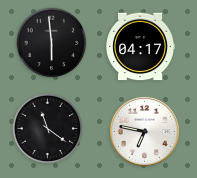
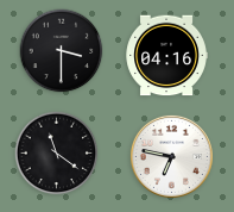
clock at (52, 43): 5:59 -> 3:30
clock at (140, 47): 04:17 -> 04:16
